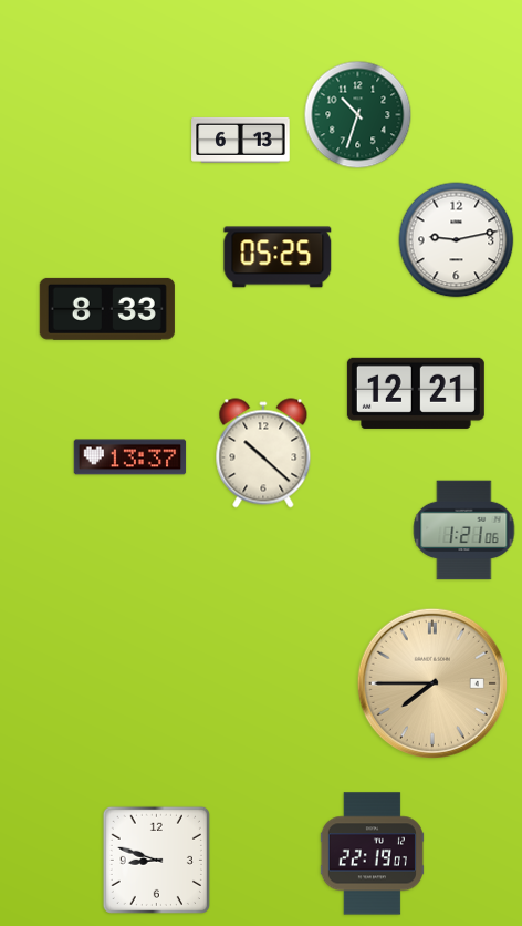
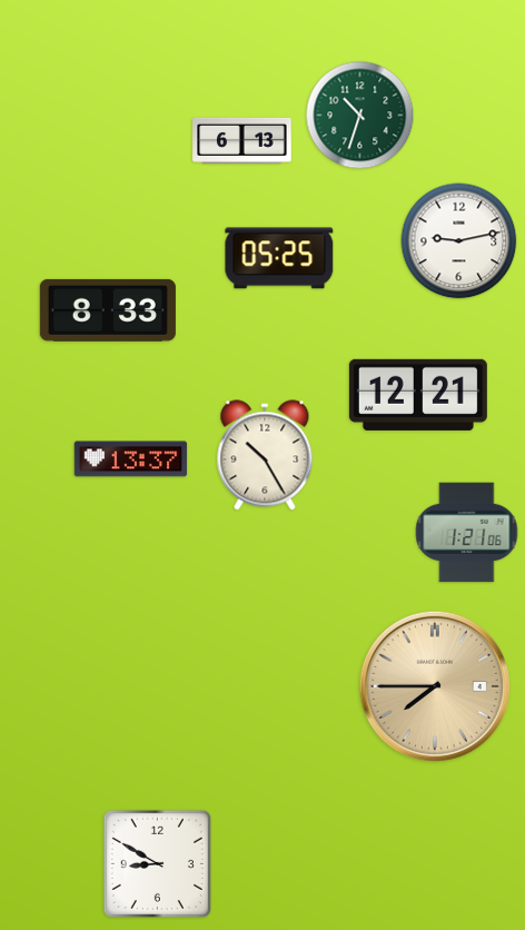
clock at (263, 453): 10:22 -> 10:25
clock at (372, 854): 22:19 -> none
clock at (156, 860): 8:48 -> 8:50
